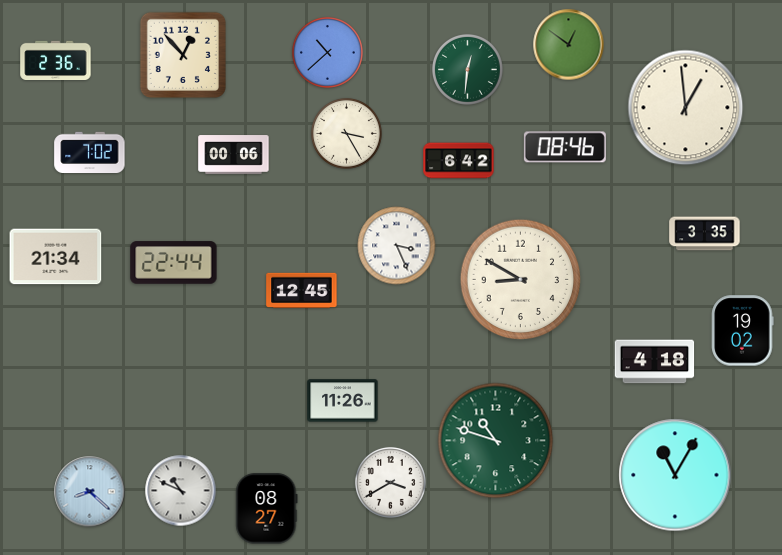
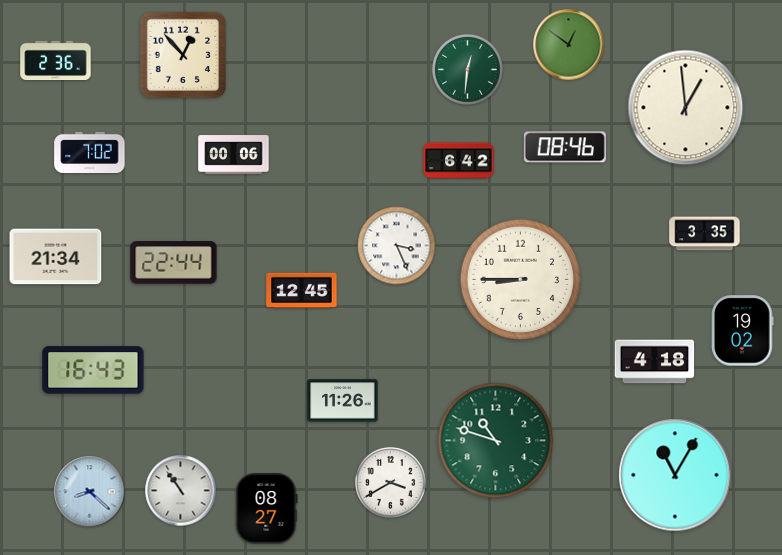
clock at (327, 52): 10:38 -> none
clock at (346, 133): 3:25 -> none
clock at (521, 280): 8:50 -> 8:45
clock at (93, 370): none -> 16:43
clock at (181, 491): 10:49 -> 10:54
